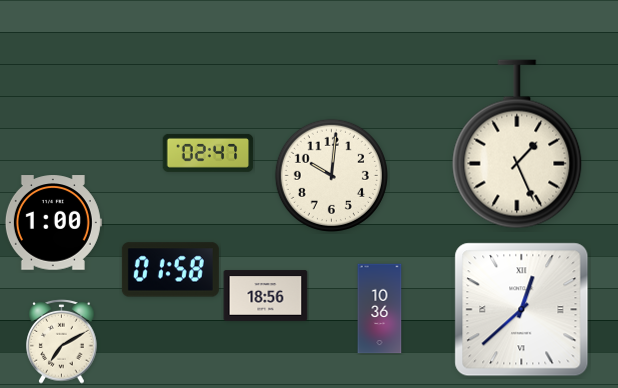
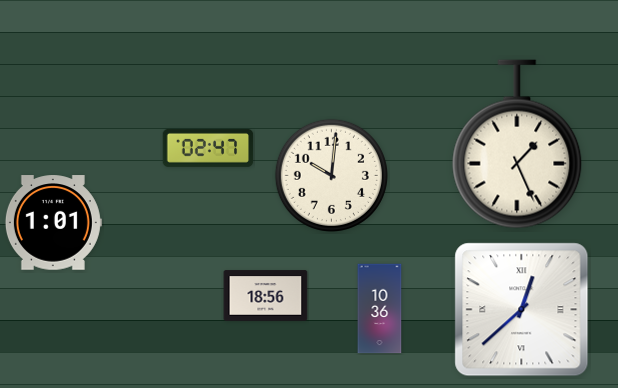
clock at (208, 153) position: (208, 153) -> (208, 148)
clock at (53, 223): 1:00 -> 1:01
clock at (170, 270): 01:58 -> none
clock at (62, 342): 7:10 -> none
